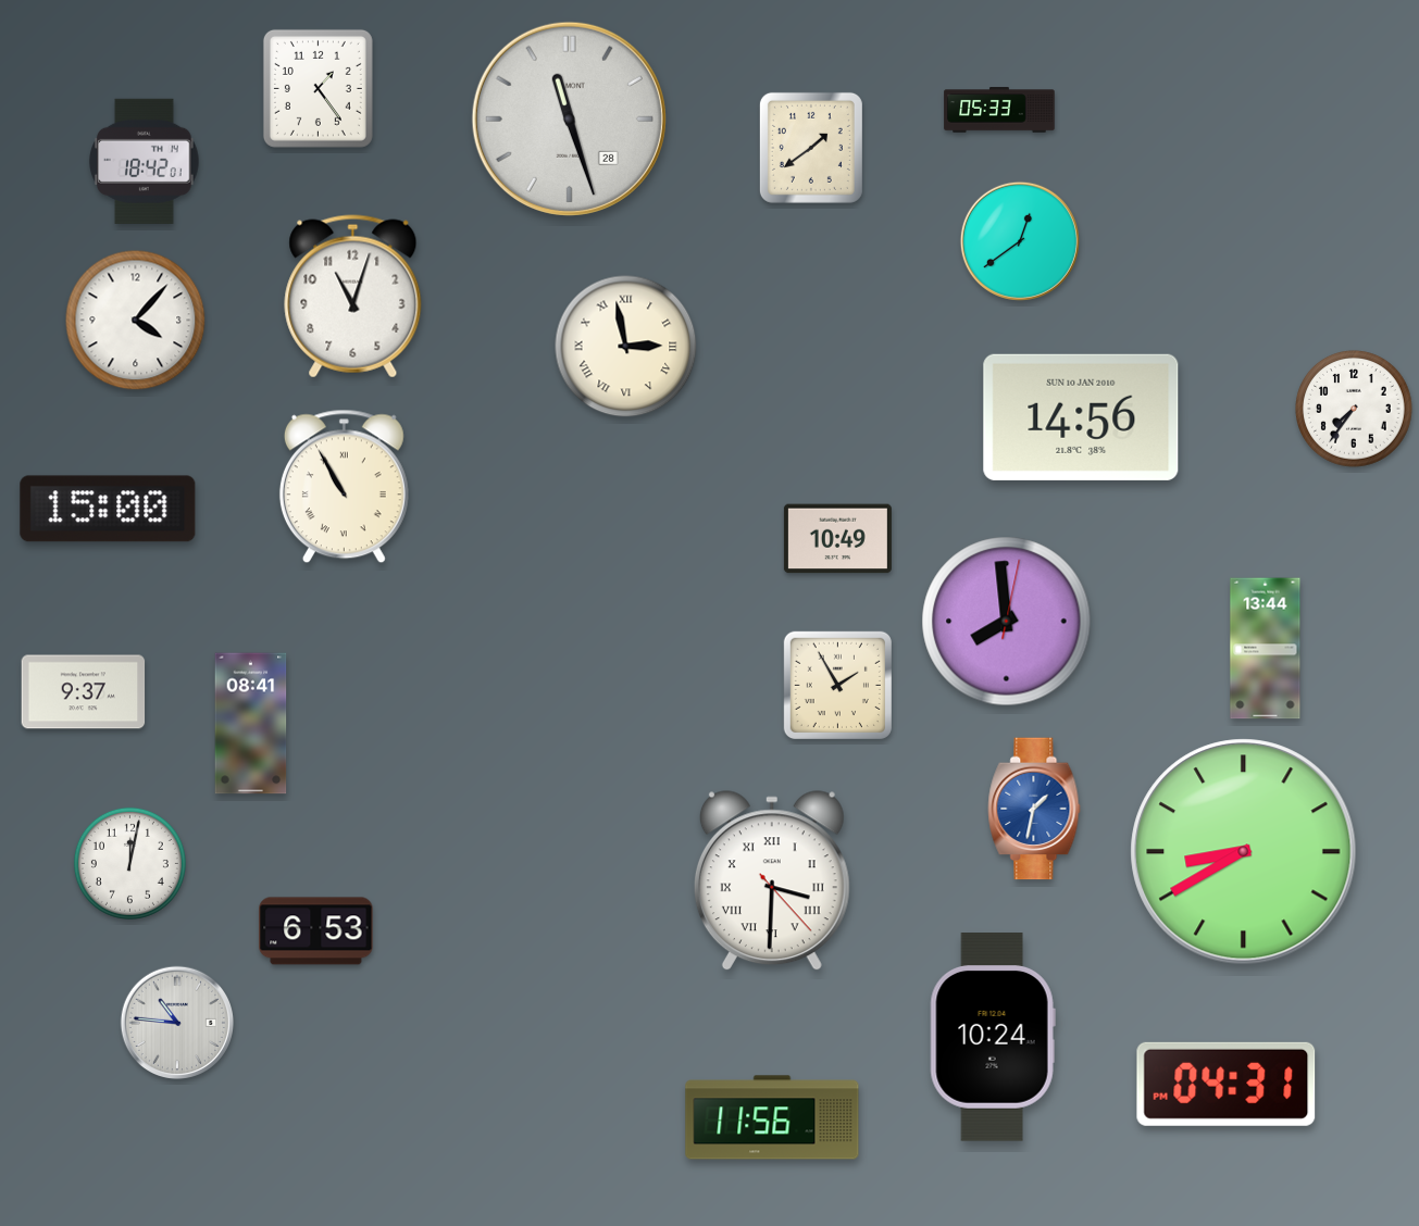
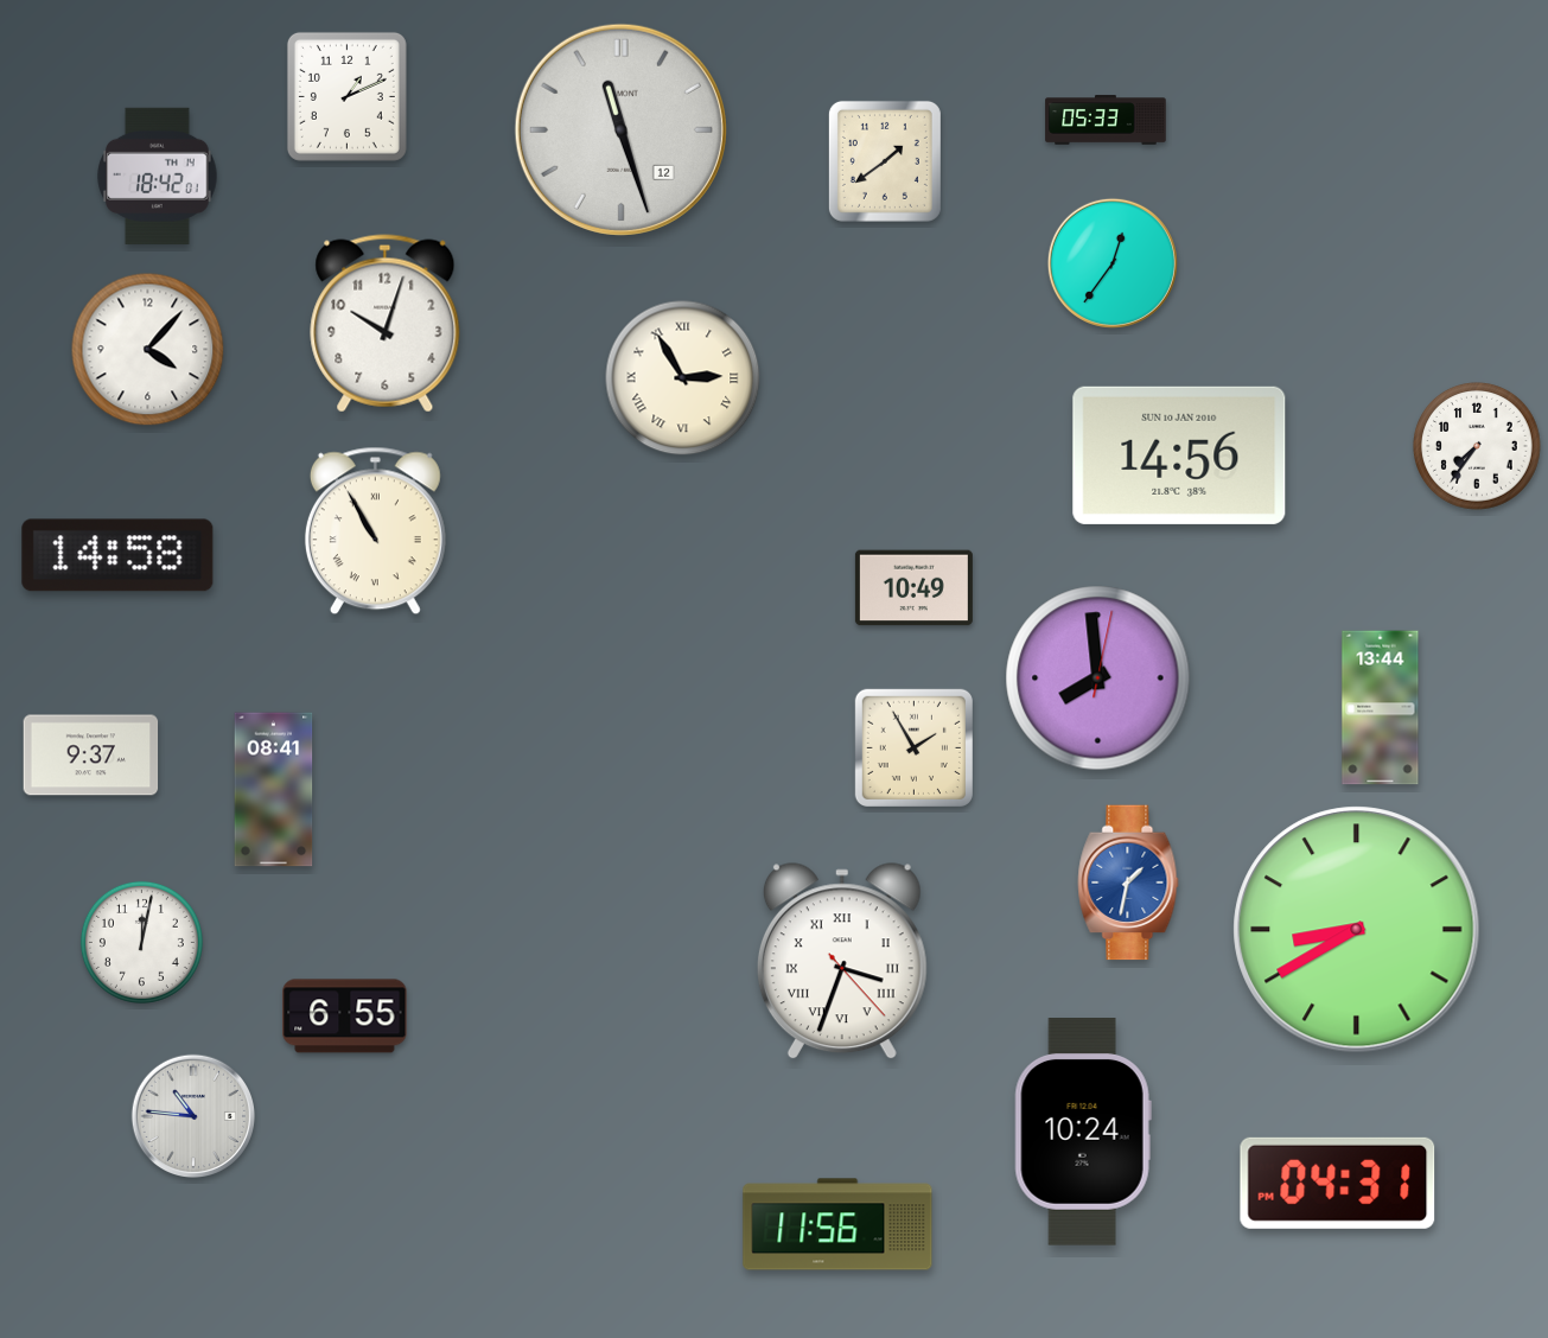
clock at (318, 88): 1:24 -> 1:11
clock at (999, 110) position: (999, 110) -> (1106, 120)
clock at (569, 118) date: 28 -> 12
clock at (1020, 241): 12:39 -> 12:36
clock at (353, 297): 11:03 -> 10:03
clock at (626, 347): 2:58 -> 2:55
clock at (108, 509): 15:00 -> 14:58
clock at (772, 881): 3:30 -> 3:33
clock at (316, 931): 6:53 -> 6:55
clock at (772, 1117) position: (772, 1117) -> (837, 1224)
